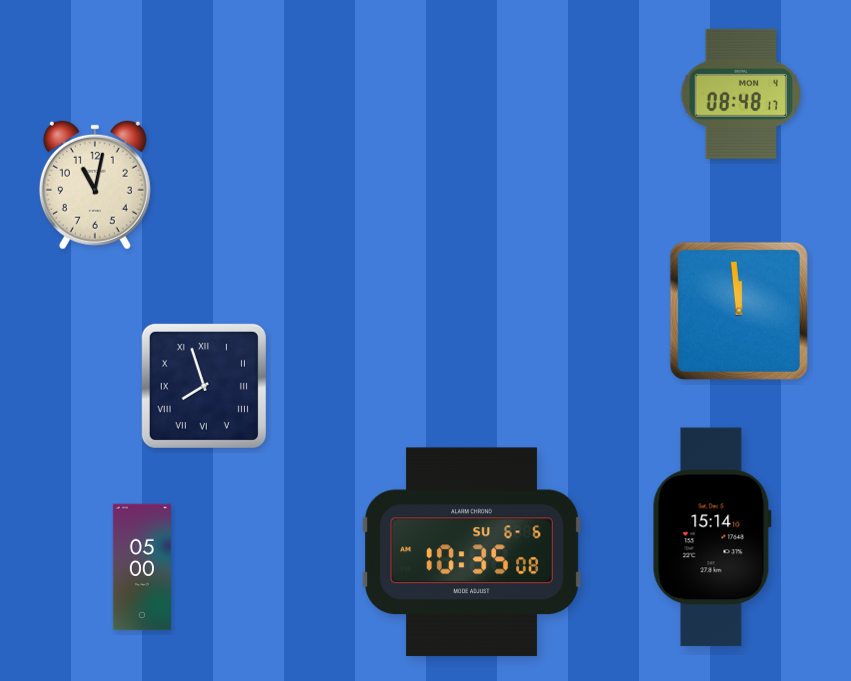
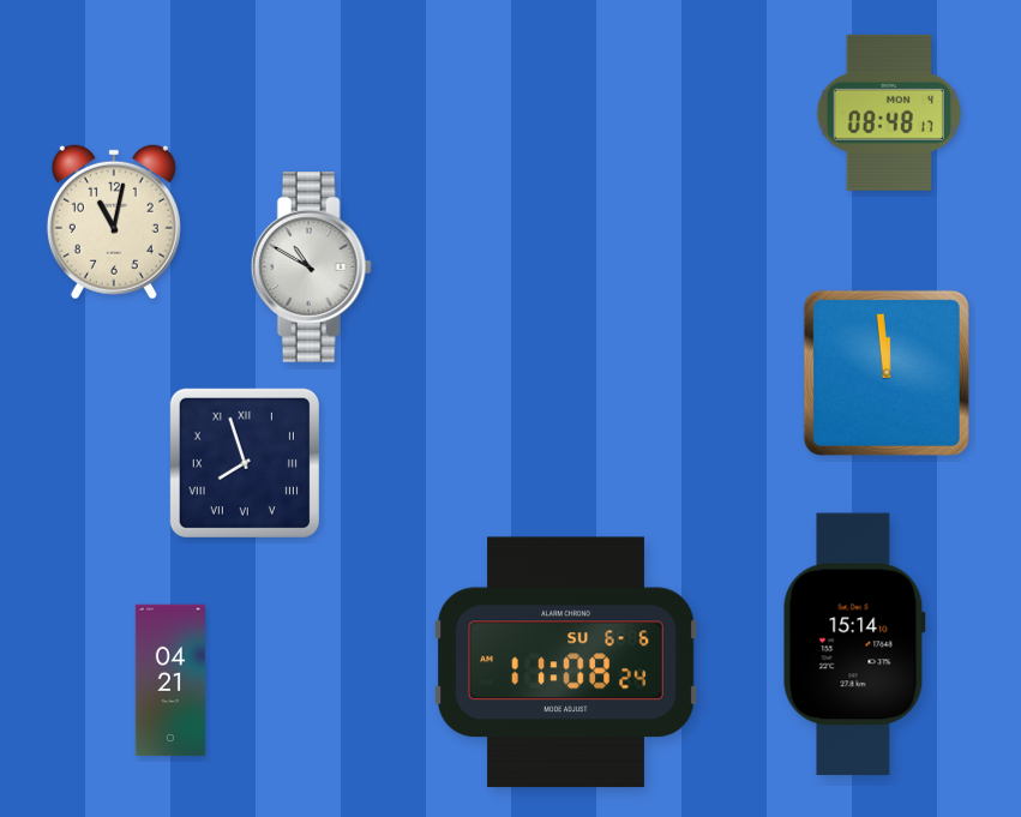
clock at (311, 268): none -> 10:50
clock at (472, 552): 10:35 -> 11:08
clock at (142, 567): 05:00 -> 04:21
